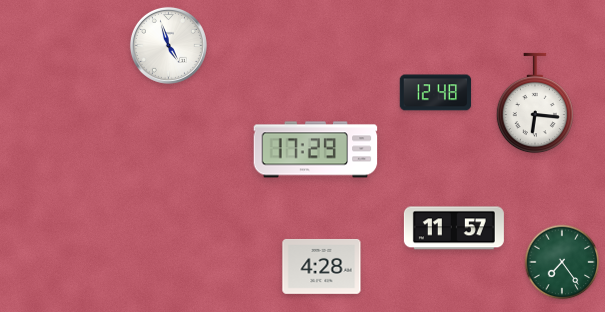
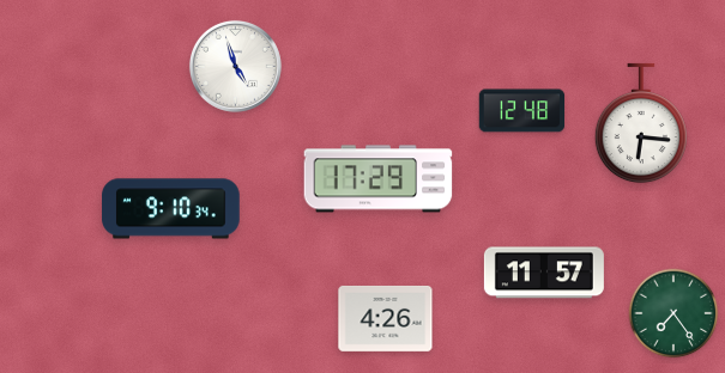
clock at (168, 45) position: (168, 45) -> (235, 66)
clock at (171, 209): none -> 9:10
clock at (322, 266): 4:28 -> 4:26
